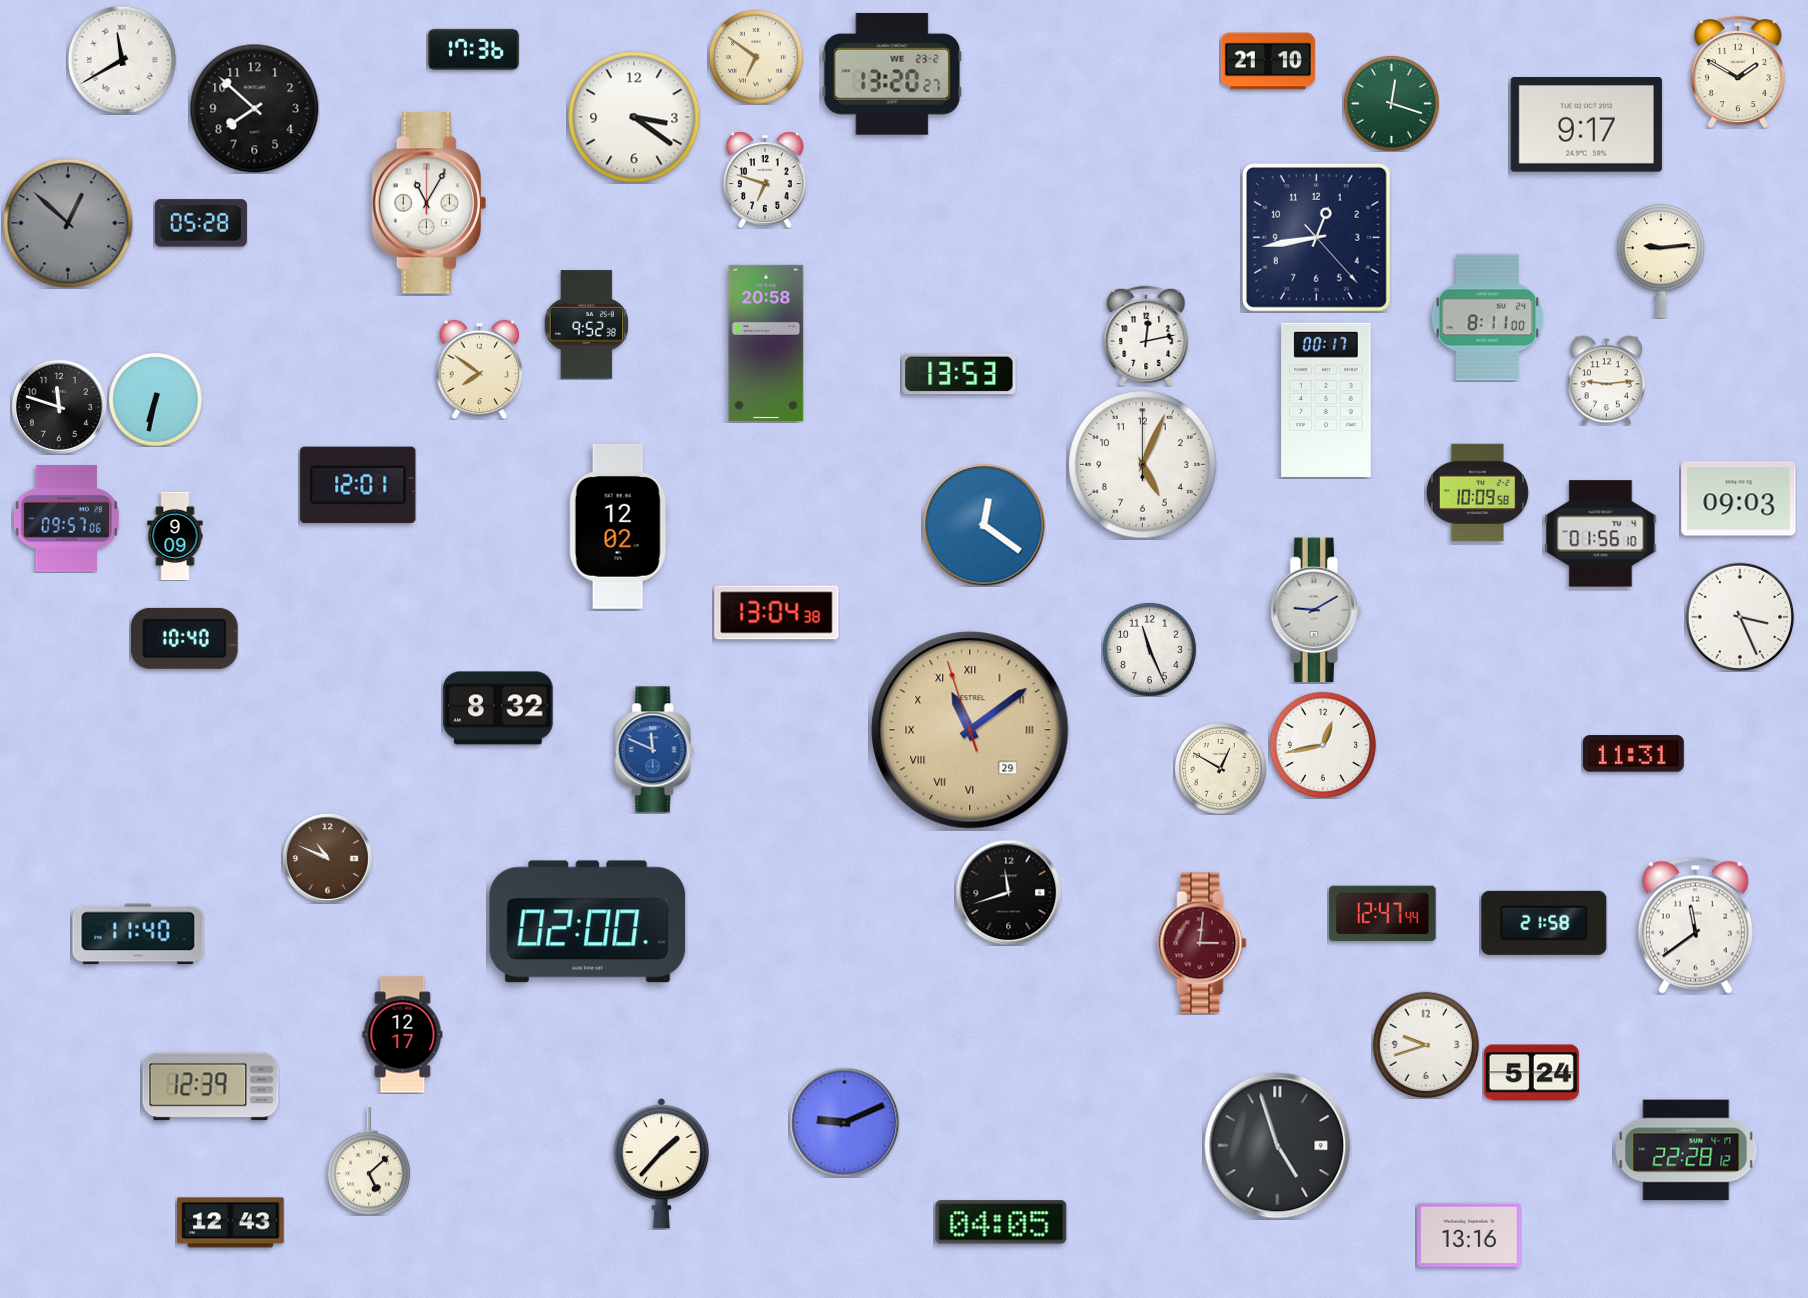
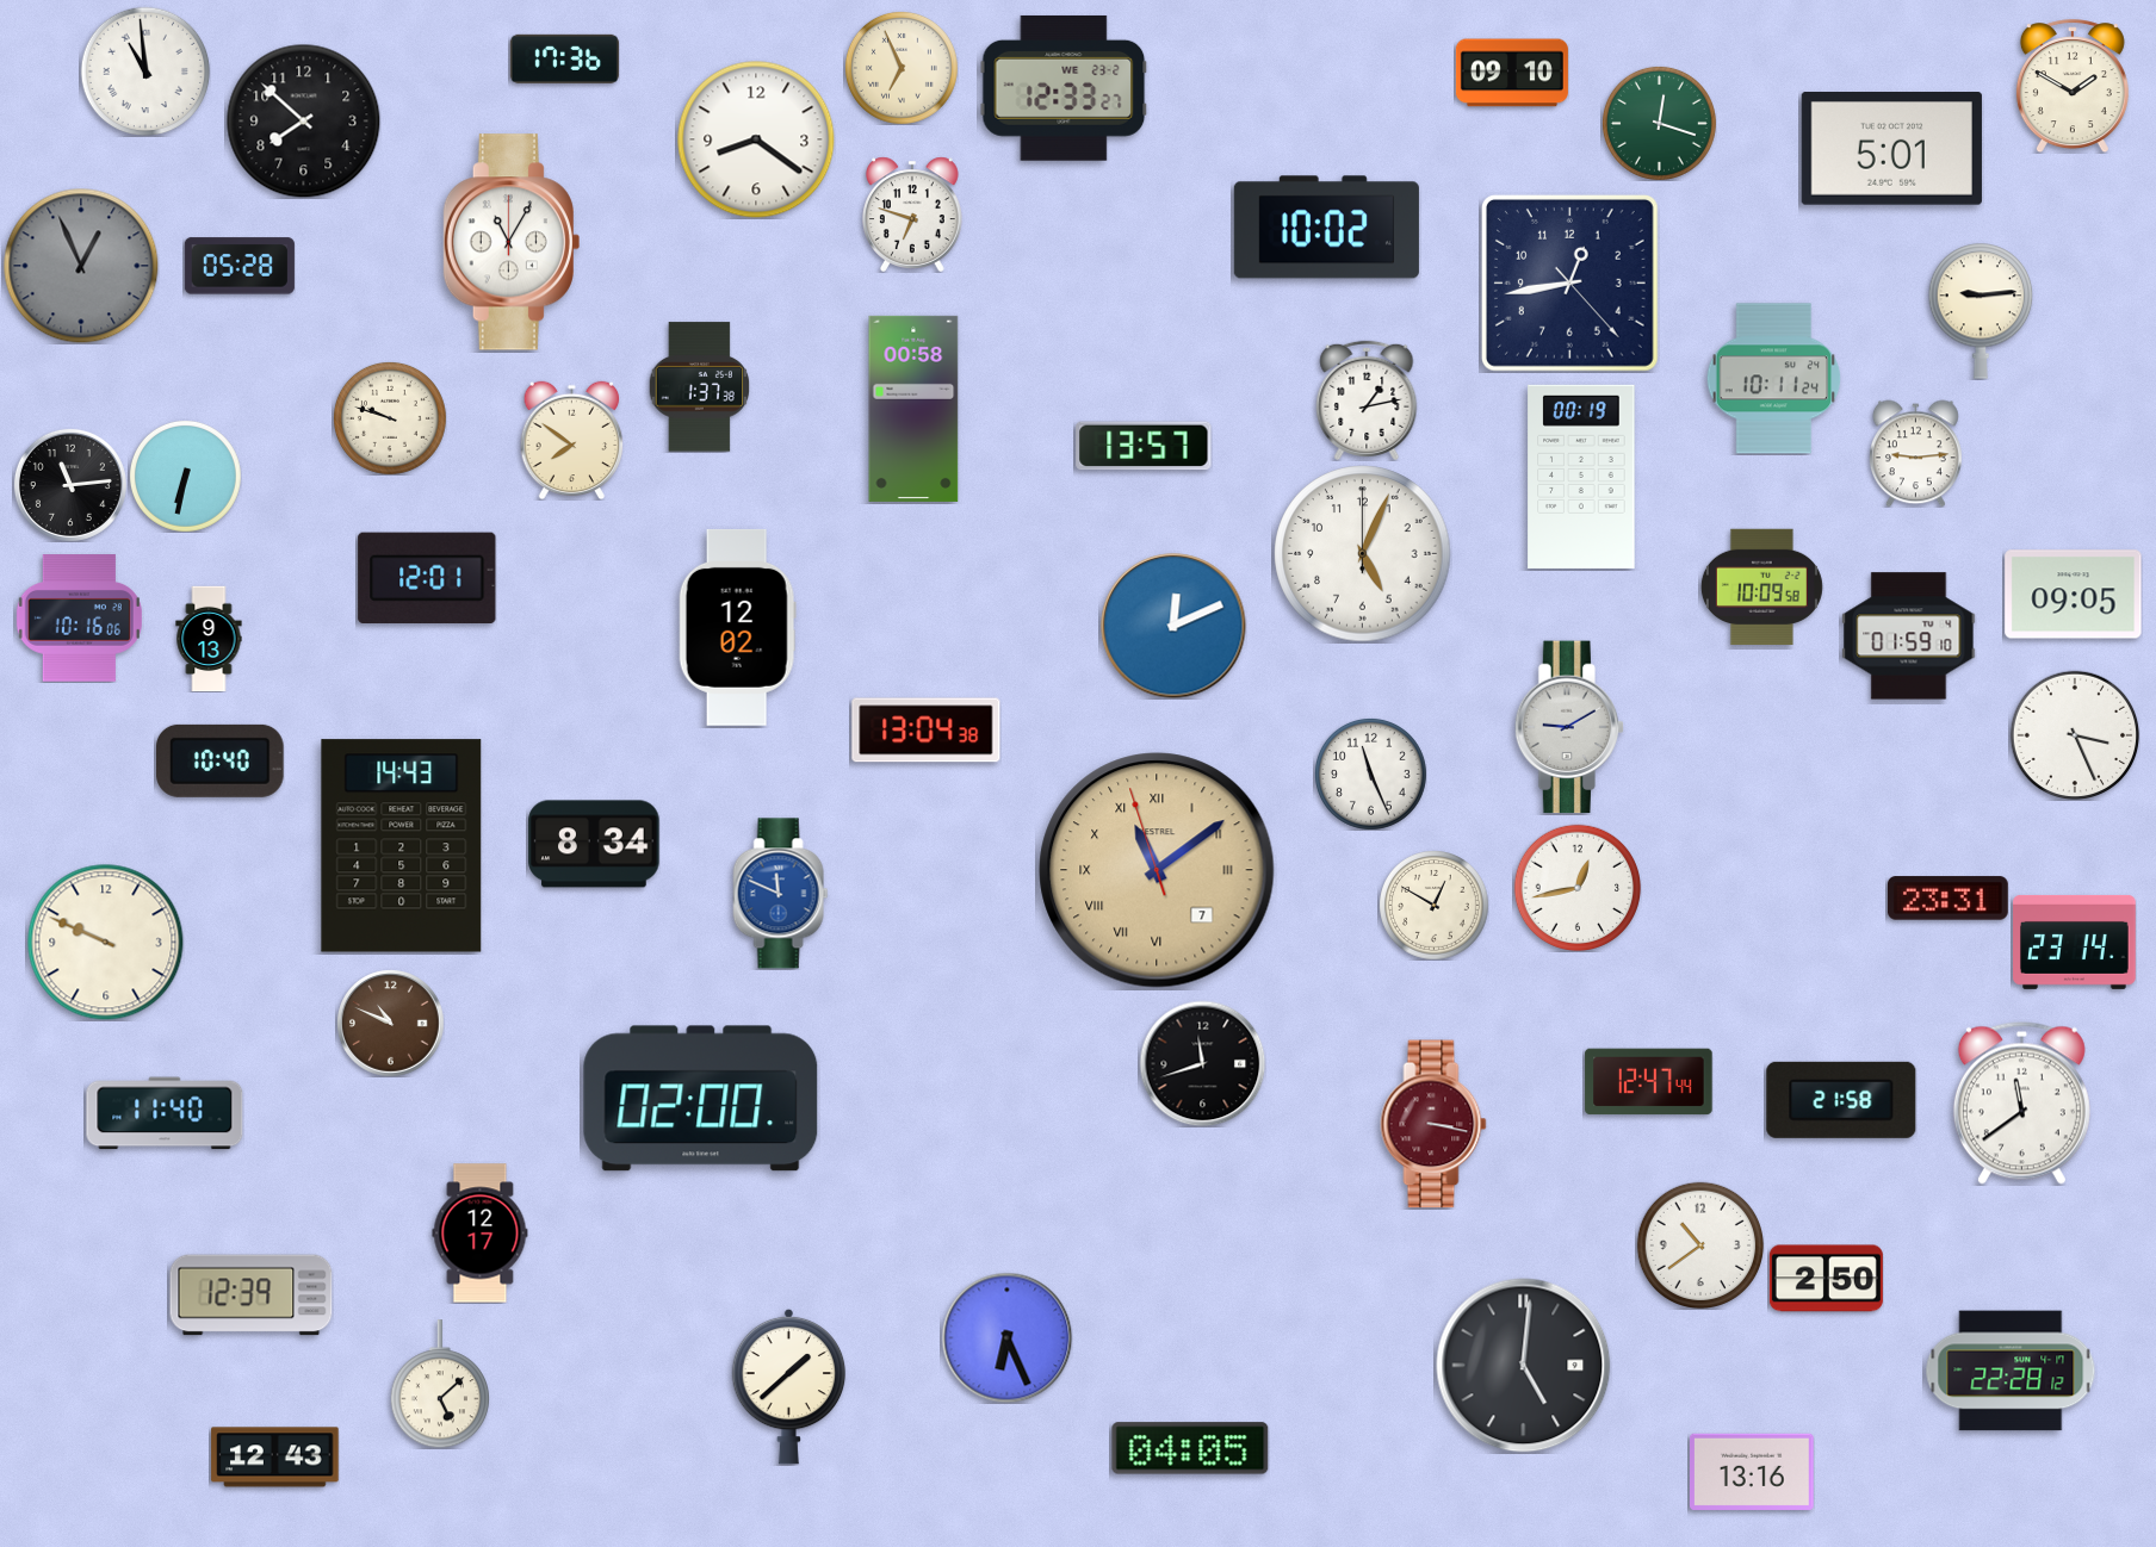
clock at (756, 57): 6:51 -> 6:56
clock at (122, 60): 11:40 -> 10:59
clock at (1268, 61): 21:10 -> 09:10
clock at (892, 74): 13:20 -> 12:33
clock at (254, 108) position: (254, 108) -> (303, 120)
clock at (634, 117): 3:21 -> 8:21
clock at (1586, 125): 9:17 -> 5:01
clock at (1326, 228): none -> 10:02
clock at (68, 223): 12:52 -> 12:56
clock at (1488, 318): 8:11 -> 10:11
clock at (587, 325): 9:52 -> 1:37
clock at (1146, 336): 12:13 -> 1:13
clock at (766, 343): 20:58 -> 00:58
clock at (390, 418): none -> 9:48
clock at (959, 374): 13:53 -> 13:57
clock at (1326, 400): 00:17 -> 00:19
clock at (59, 407): 11:48 -> 11:14
clock at (1739, 499): 09:03 -> 09:05
clock at (66, 519): 09:57 -> 10:16
clock at (984, 525): 12:21 -> 12:11
clock at (1601, 534): 01:56 -> 01:59
clock at (175, 536): 9:09 -> 9:13
clock at (498, 708): 8:32 -> 8:34
clock at (402, 846): none -> 14:43
clock at (970, 730) date: 29 -> 7
clock at (1633, 754): 11:31 -> 23:31
clock at (1221, 769) position: (1221, 769) -> (1435, 906)
clock at (2075, 942): none -> 23:14
clock at (106, 943): none -> 9:49
clock at (1383, 914) position: (1383, 914) -> (1649, 1082)
clock at (1202, 943): 3:01 -> 3:17
clock at (1425, 1044): 9:42 -> 10:39
clock at (1531, 1073): 5:24 -> 2:50
clock at (844, 1122): 9:11 -> 6:26
clock at (1278, 1146): 4:57 -> 5:01
clock at (662, 1163): 1:37 -> 1:38
clock at (1001, 1222) position: (1001, 1222) -> (1190, 1448)
